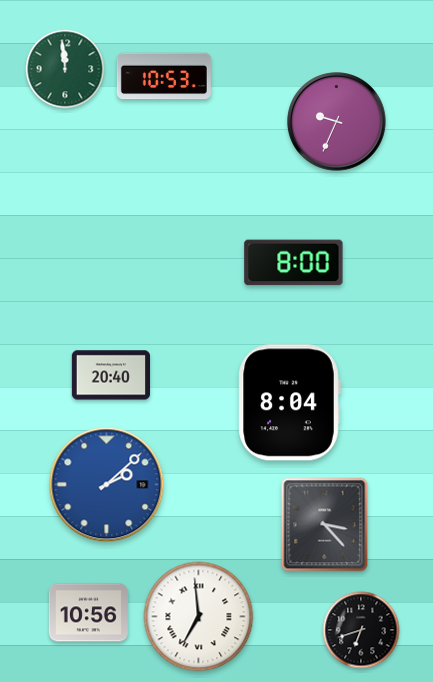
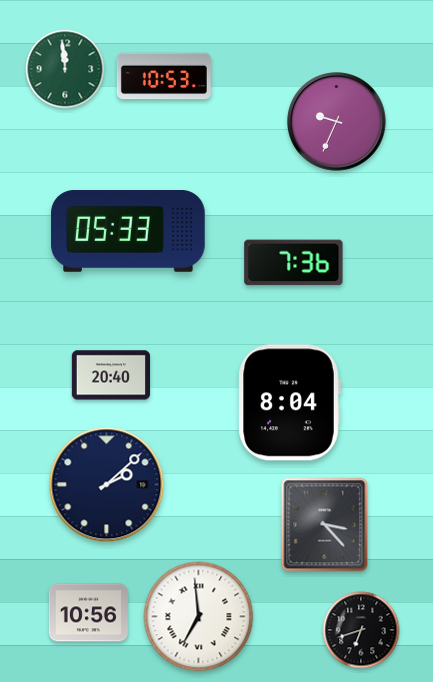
clock at (128, 232): none -> 05:33
clock at (294, 263): 8:00 -> 7:36
clock at (107, 485) dial: blue -> navy
